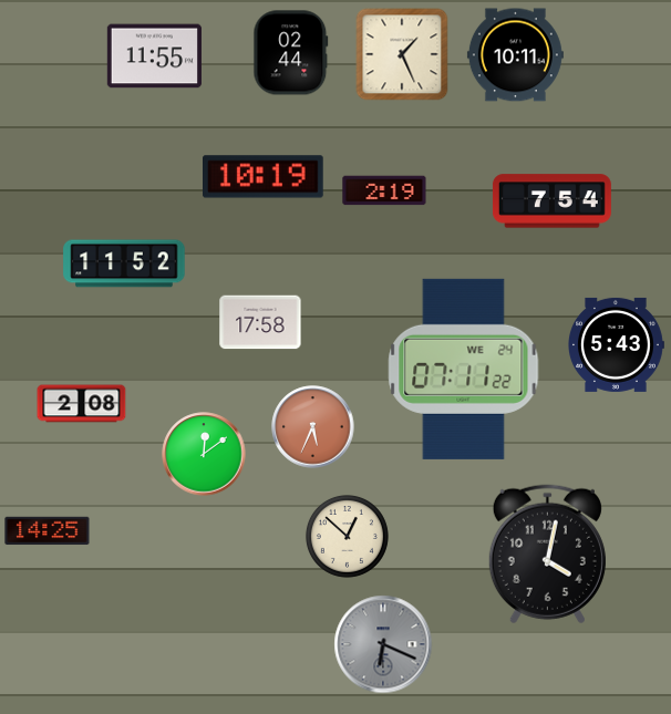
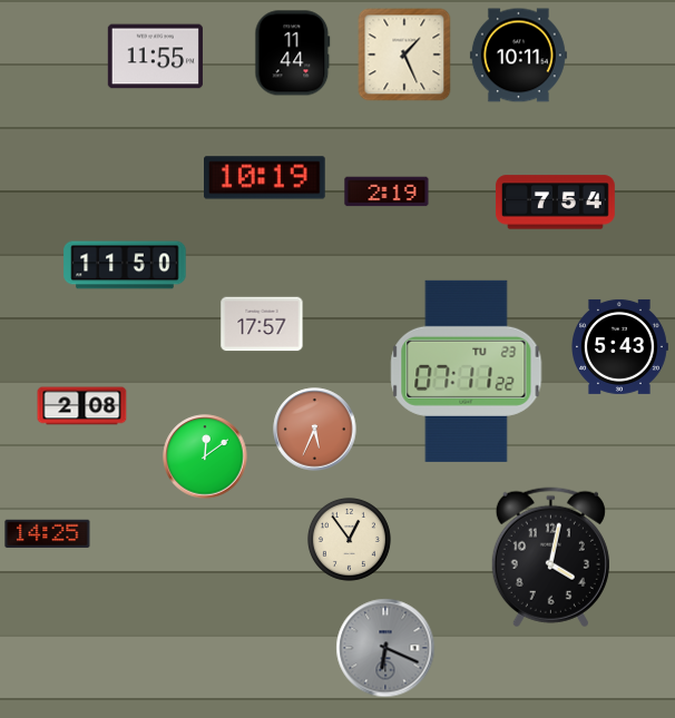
clock at (291, 53): 02:44 -> 11:44
clock at (124, 263): 11:52 -> 11:50
clock at (260, 322): 17:58 -> 17:57
clock at (464, 369) date: WE 24 -> TU 23
clock at (347, 536): 12:52 -> 12:54
